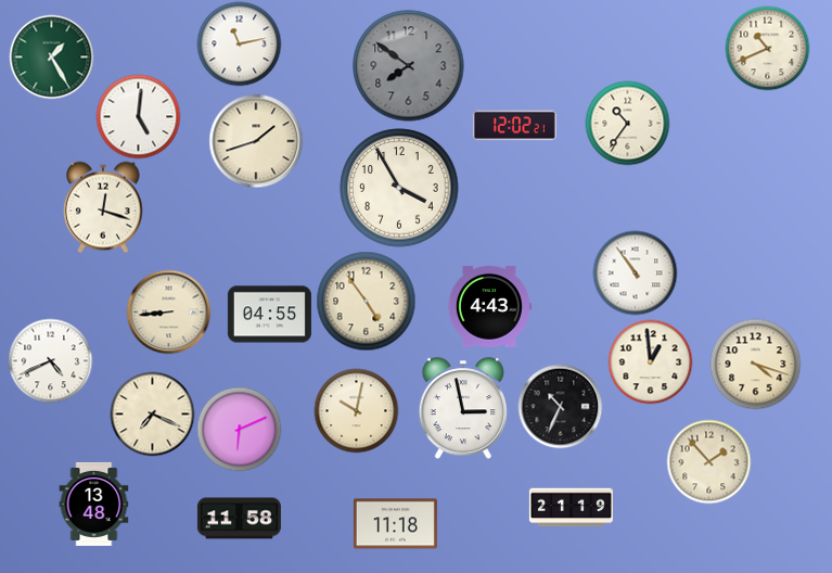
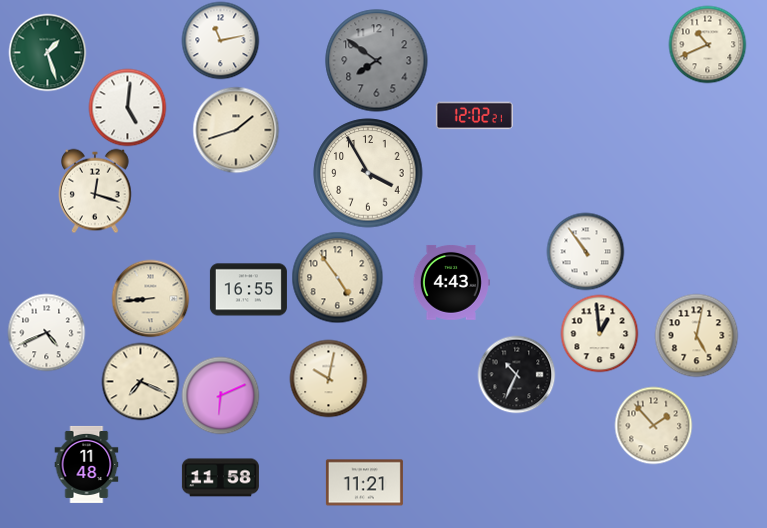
clock at (51, 56): 1:25 -> 1:27
clock at (627, 123): 10:36 -> none
clock at (168, 311) position: (168, 311) -> (150, 298)
clock at (269, 315): 04:55 -> 16:55
clock at (755, 364): 4:18 -> 5:02
clock at (463, 408): 2:58 -> none
clock at (94, 504): 13:48 -> 11:48
clock at (571, 508): 21:19 -> none
clock at (395, 524): 11:18 -> 11:21
